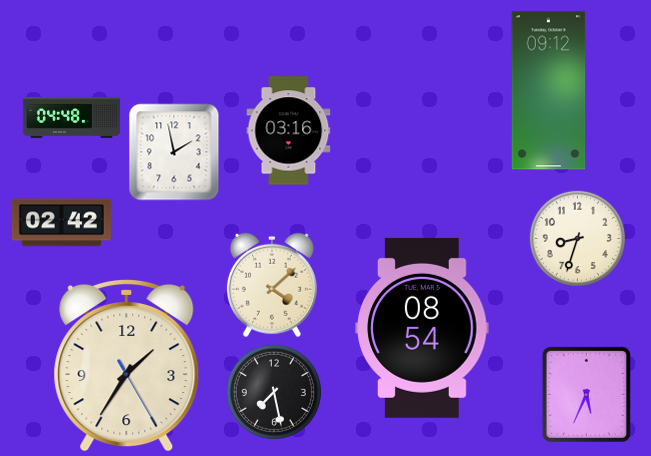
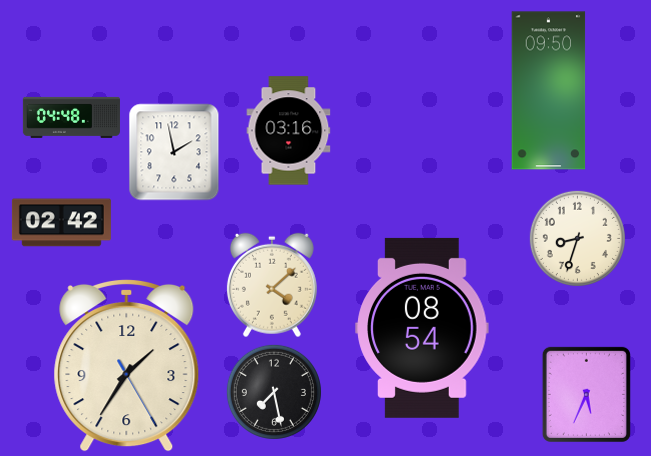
clock at (549, 91): 09:12 -> 09:50
